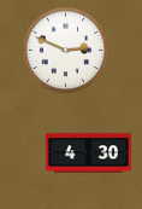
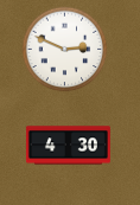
clock at (88, 153) position: (88, 153) -> (68, 146)
